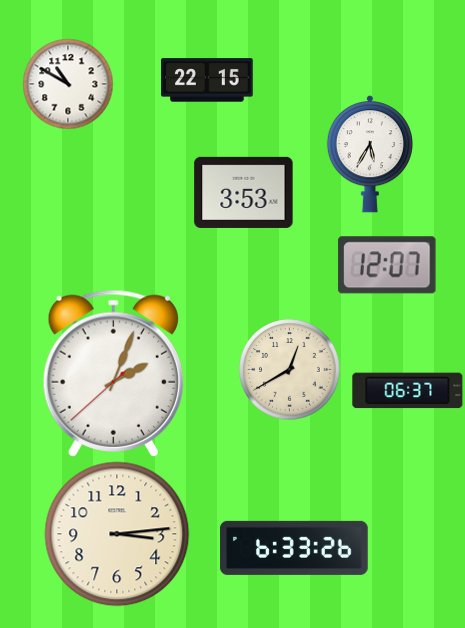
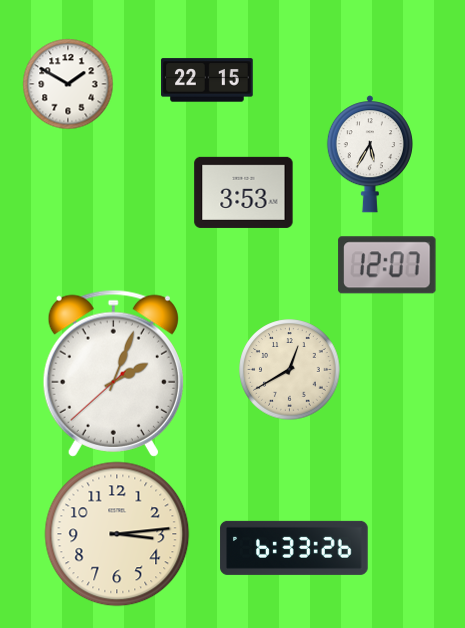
clock at (68, 84): 10:50 -> 1:50
clock at (408, 391): 06:37 -> none
